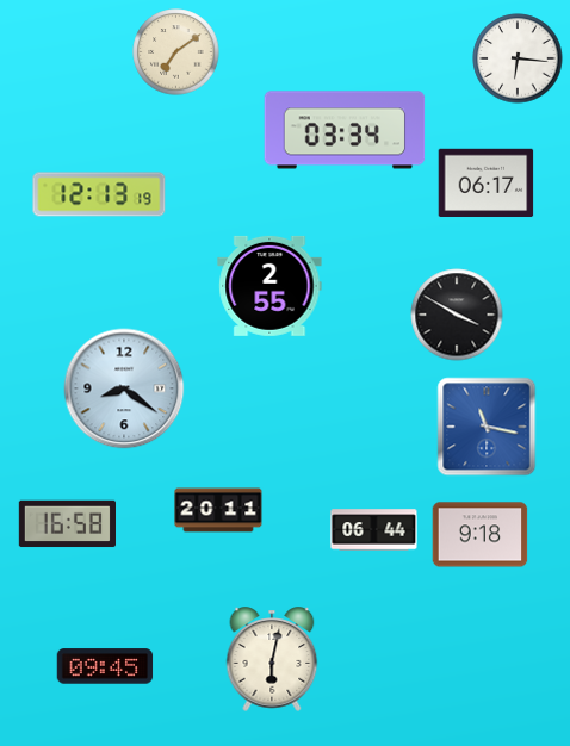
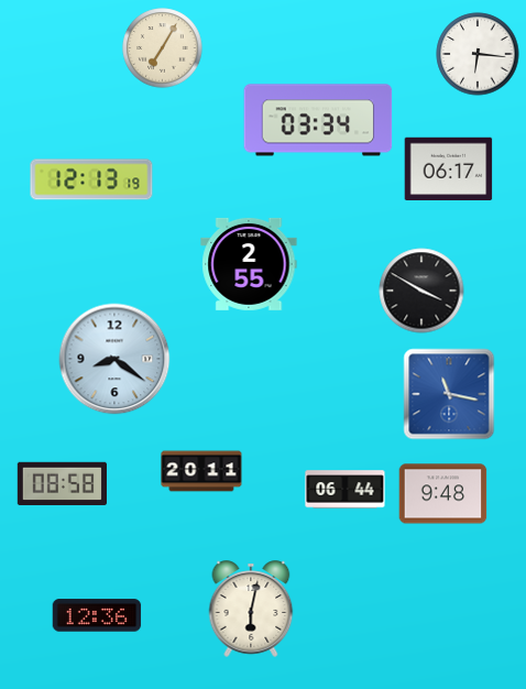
clock at (176, 52): 7:09 -> 7:05
clock at (67, 524): 16:58 -> 08:58
clock at (481, 535): 9:18 -> 9:48
clock at (105, 666): 09:45 -> 12:36
